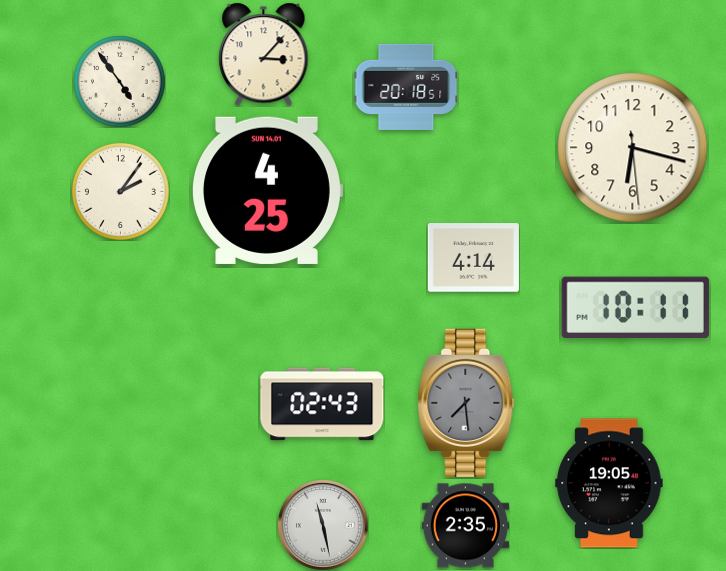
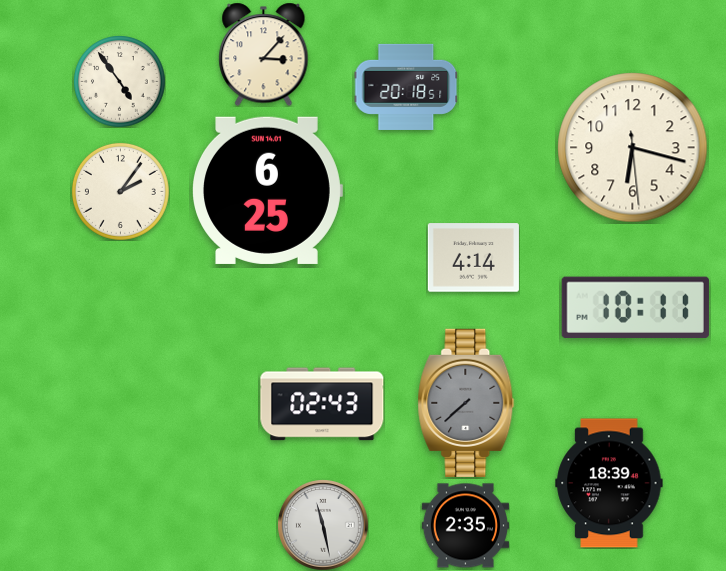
clock at (268, 190): 4:25 -> 6:25
clock at (466, 403): 7:29 -> 7:38
clock at (609, 483): 19:05 -> 18:39
